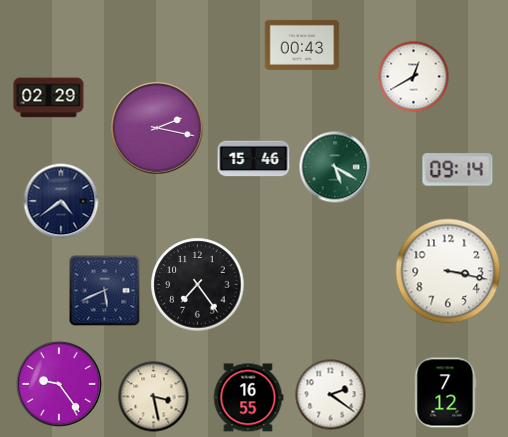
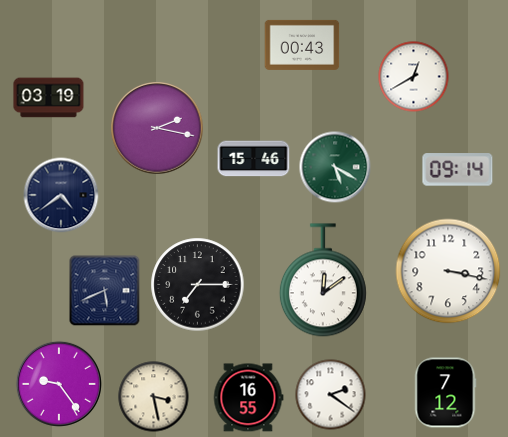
clock at (49, 98): 02:29 -> 03:19
clock at (61, 201) position: (61, 201) -> (61, 195)
clock at (323, 280): none -> 12:09
clock at (198, 285): 7:24 -> 7:15
